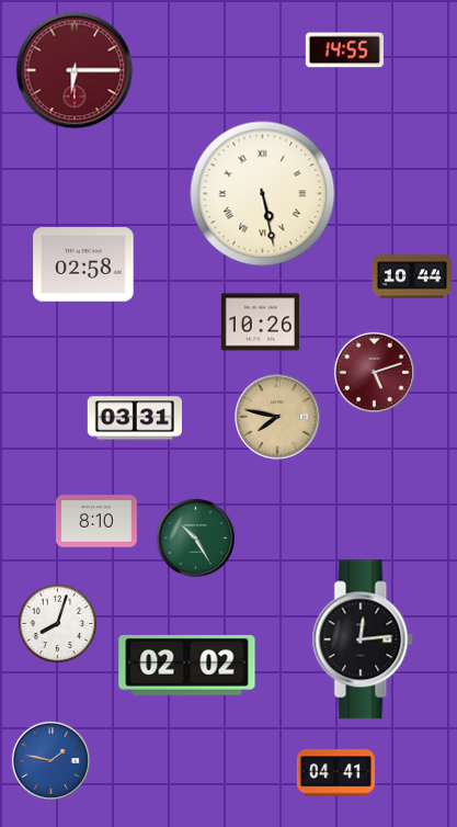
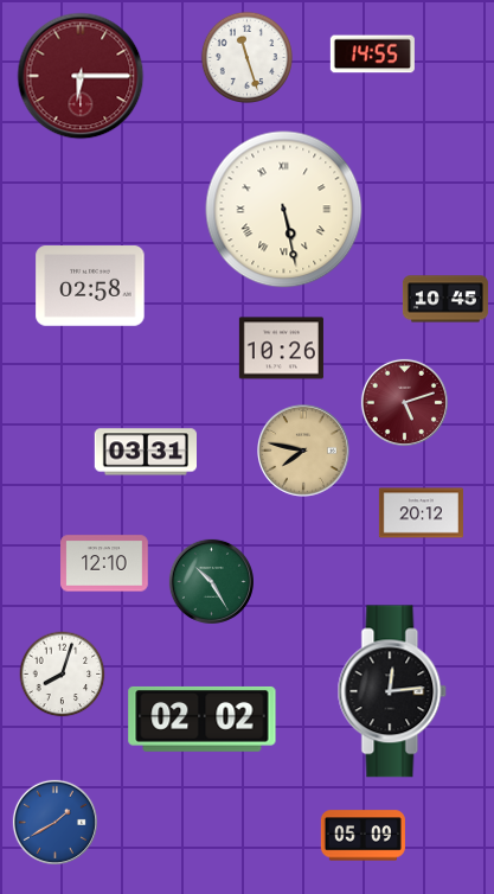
clock at (246, 57): none -> 11:27
clock at (412, 276): 10:44 -> 10:45
clock at (278, 418) position: (278, 418) -> (304, 452)
clock at (421, 513): none -> 20:12
clock at (96, 521): 8:10 -> 12:10
clock at (50, 760): 1:47 -> 1:40
clock at (335, 773): 04:41 -> 05:09
